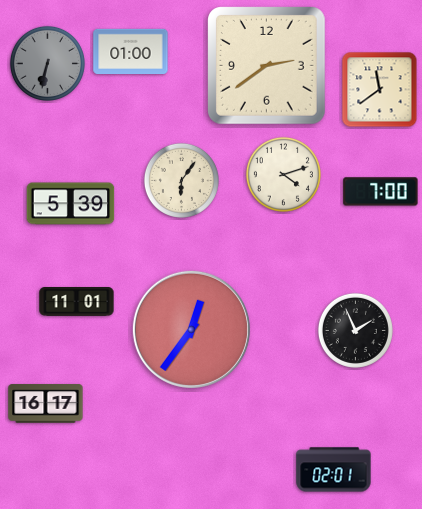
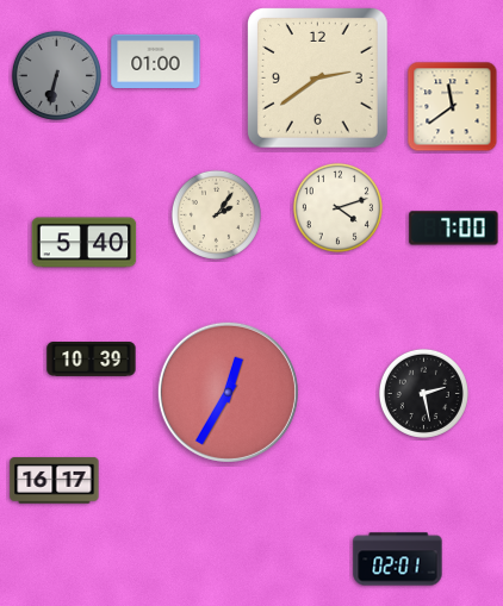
clock at (181, 180): 6:06 -> 2:06
clock at (71, 204): 5:39 -> 5:40
clock at (77, 302): 11:01 -> 10:39
clock at (191, 329): 12:36 -> 12:35
clock at (355, 330): 1:56 -> 2:28
